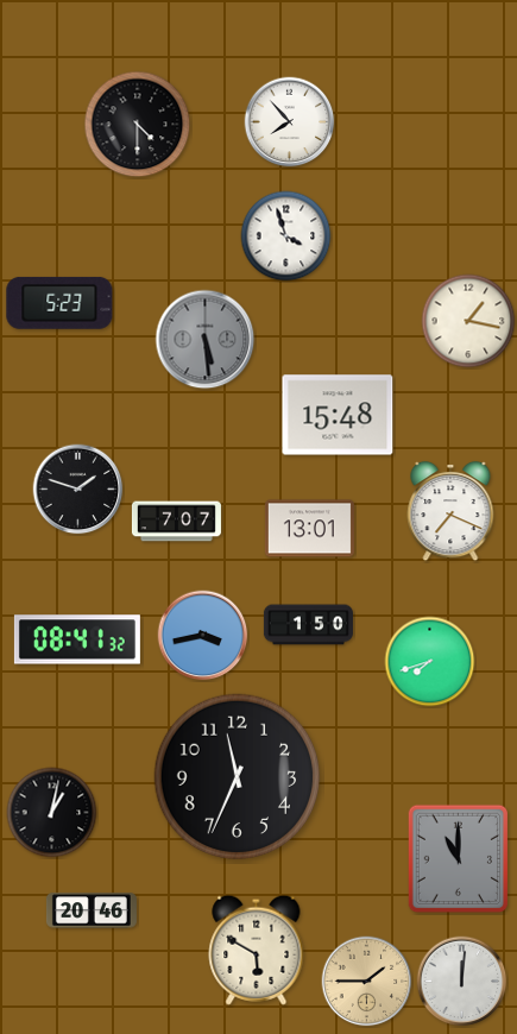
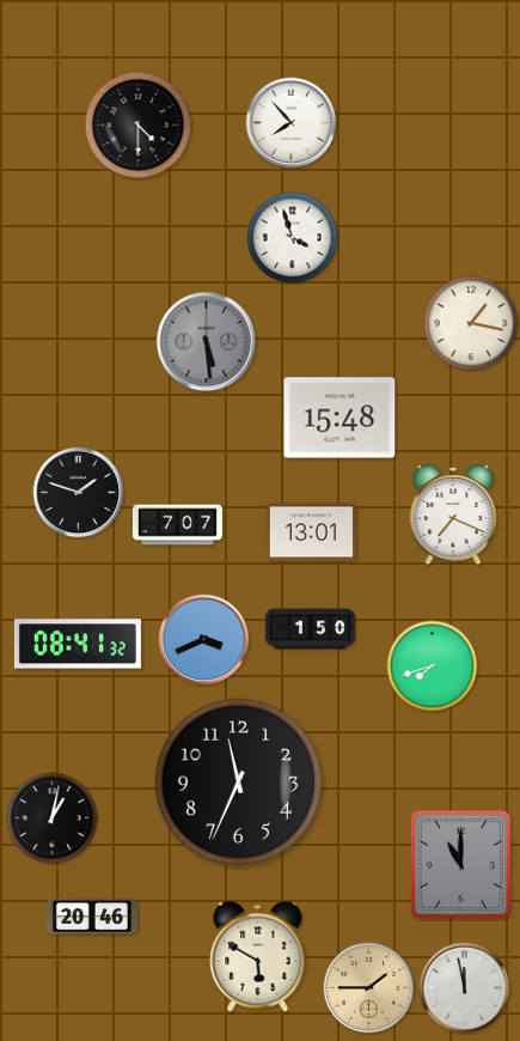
clock at (286, 237) position: (286, 237) -> (293, 238)
clock at (59, 303): 5:23 -> none
clock at (203, 636): 3:43 -> 3:41
clock at (462, 982): 12:01 -> 11:58
